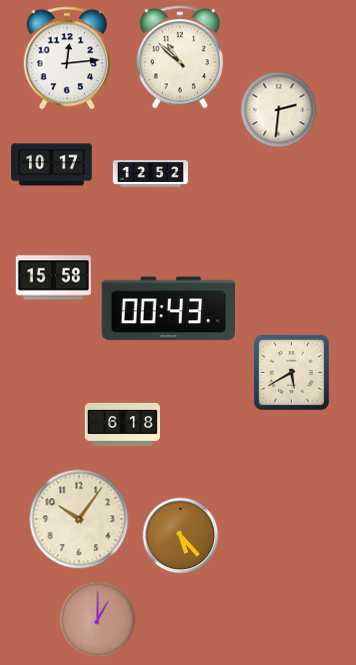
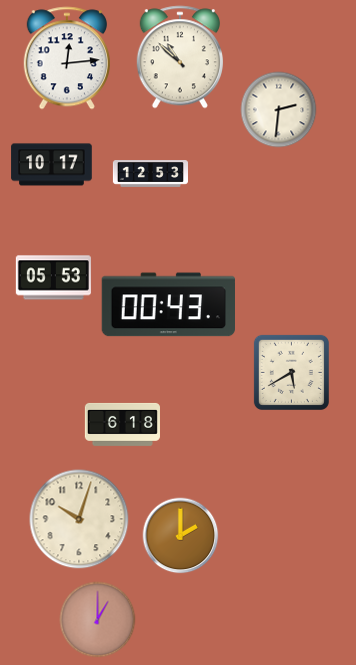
clock at (150, 174): 12:52 -> 12:53
clock at (53, 278): 15:58 -> 05:53
clock at (168, 309) position: (168, 309) -> (168, 305)
clock at (79, 519): 10:06 -> 10:03
clock at (181, 536): 5:23 -> 2:00
